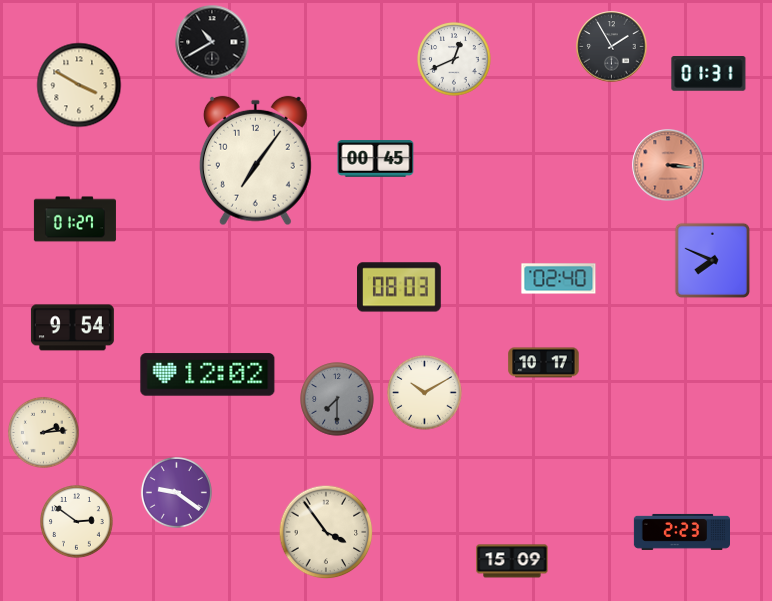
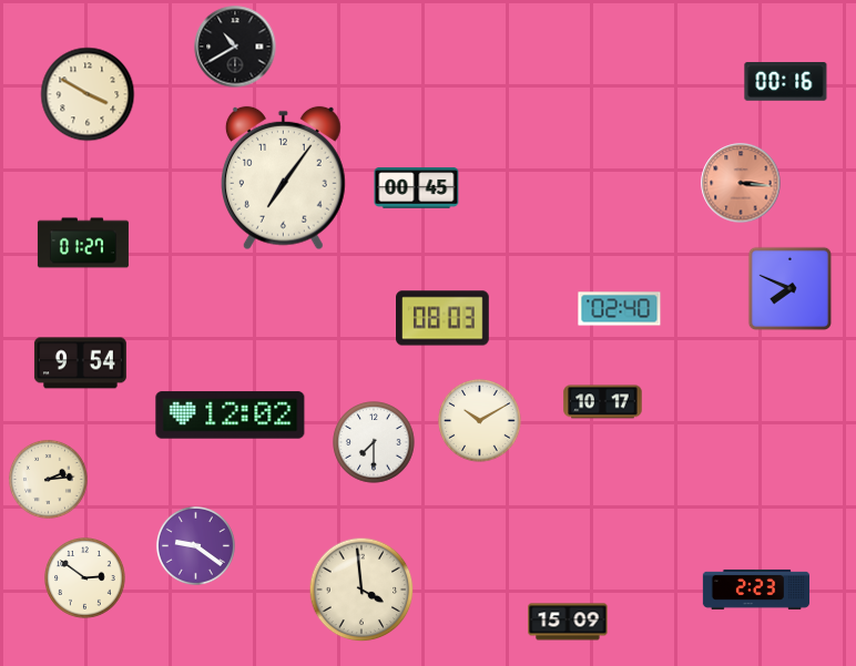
clock at (612, 47): 1:55 -> none
clock at (454, 59): 12:41 -> none
clock at (709, 74): 01:31 -> 00:16
clock at (376, 159) position: (376, 159) -> (417, 188)
clock at (425, 393) position: (425, 393) -> (480, 421)
clock at (337, 399) dial: grey -> white
clock at (326, 532): 3:54 -> 3:59
